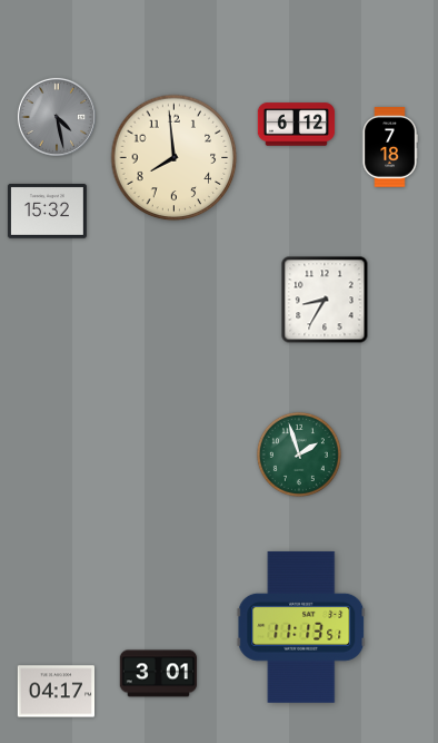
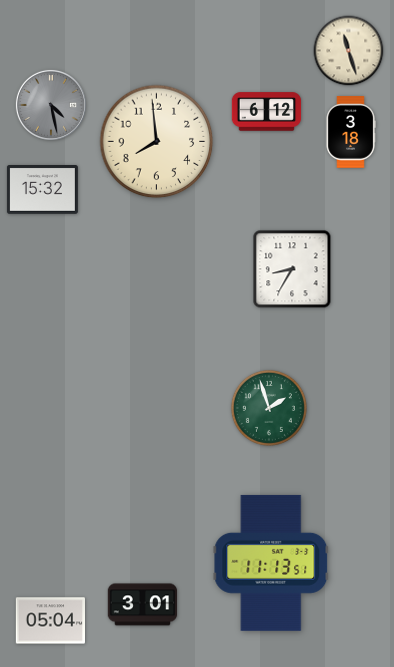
clock at (349, 51): none -> 11:27
clock at (390, 148): 7:18 -> 3:18
clock at (57, 692): 04:17 -> 05:04
